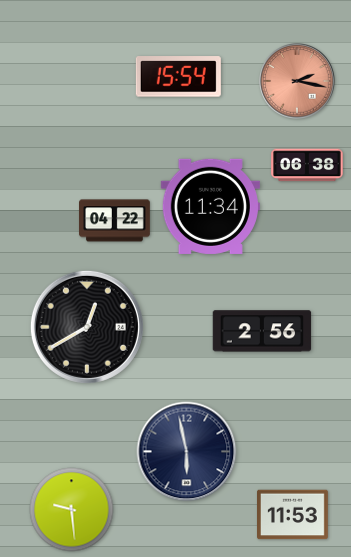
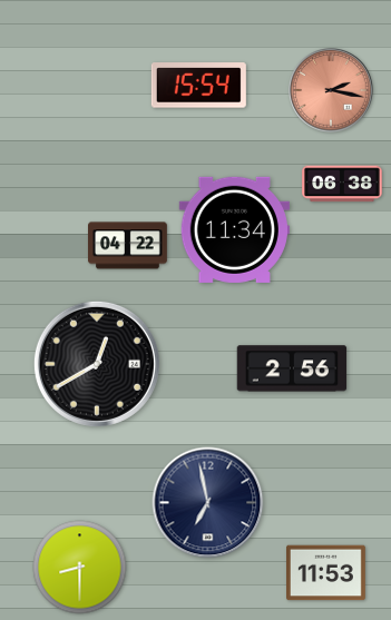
clock at (187, 452): 5:58 -> 6:58
clock at (72, 510): 9:29 -> 8:30
